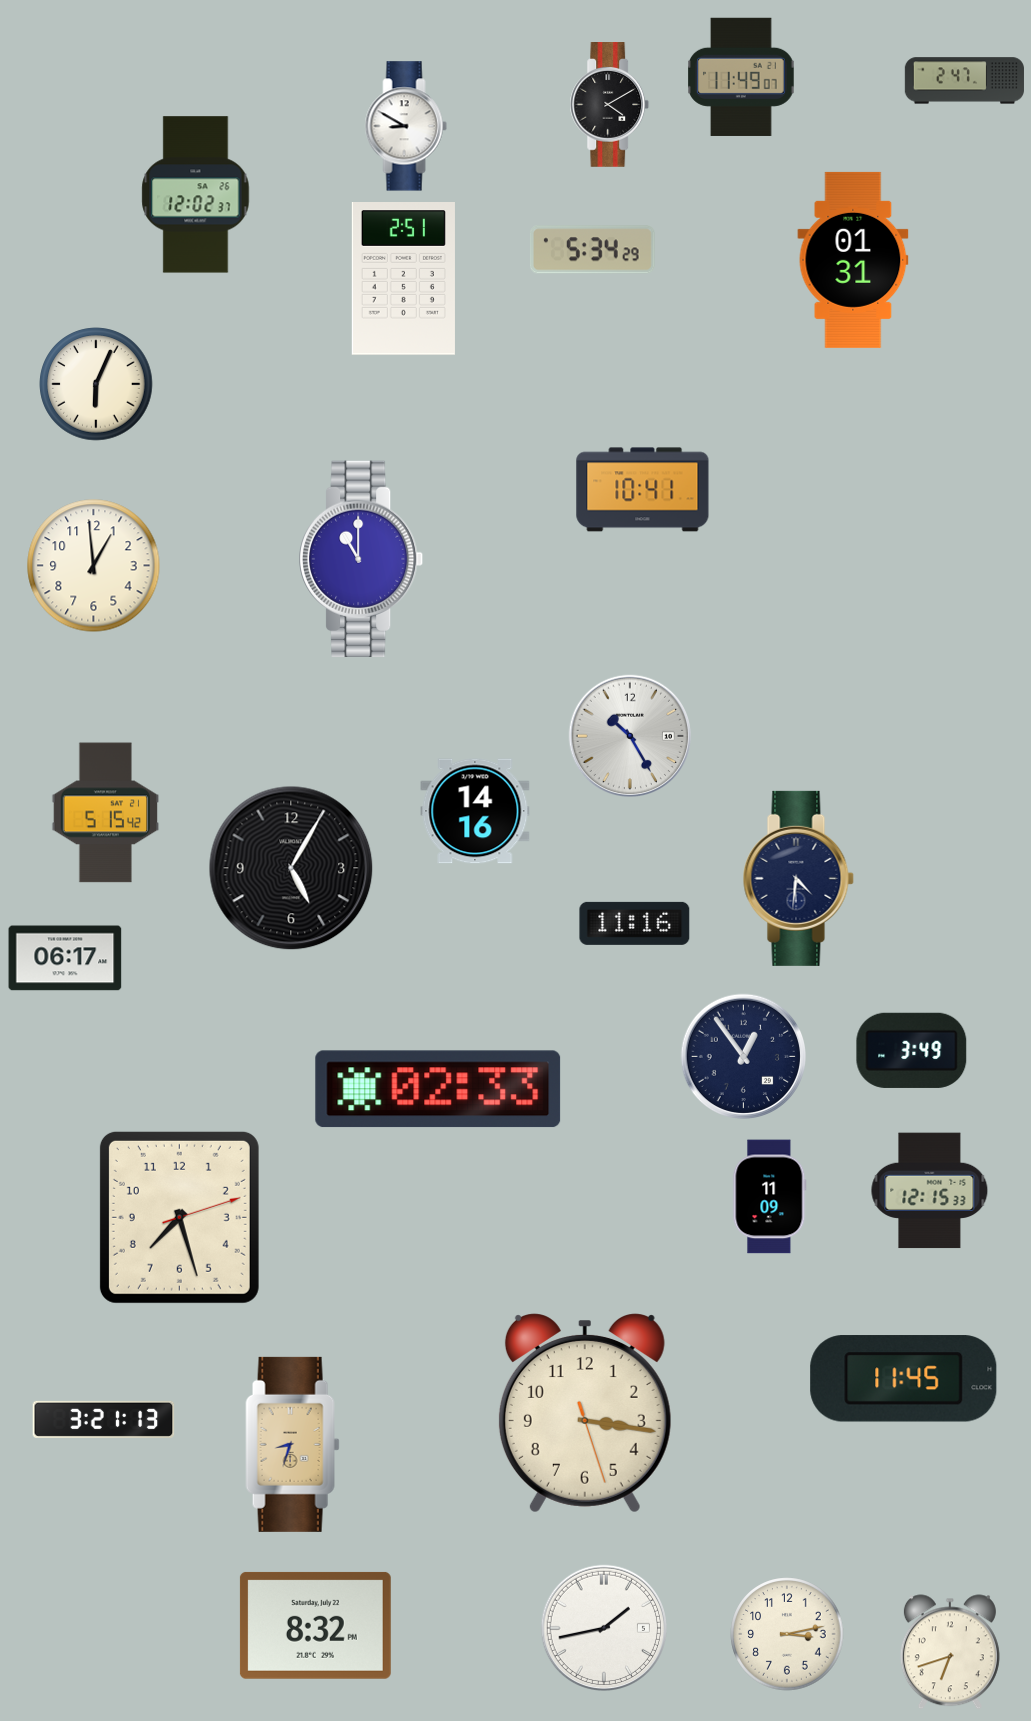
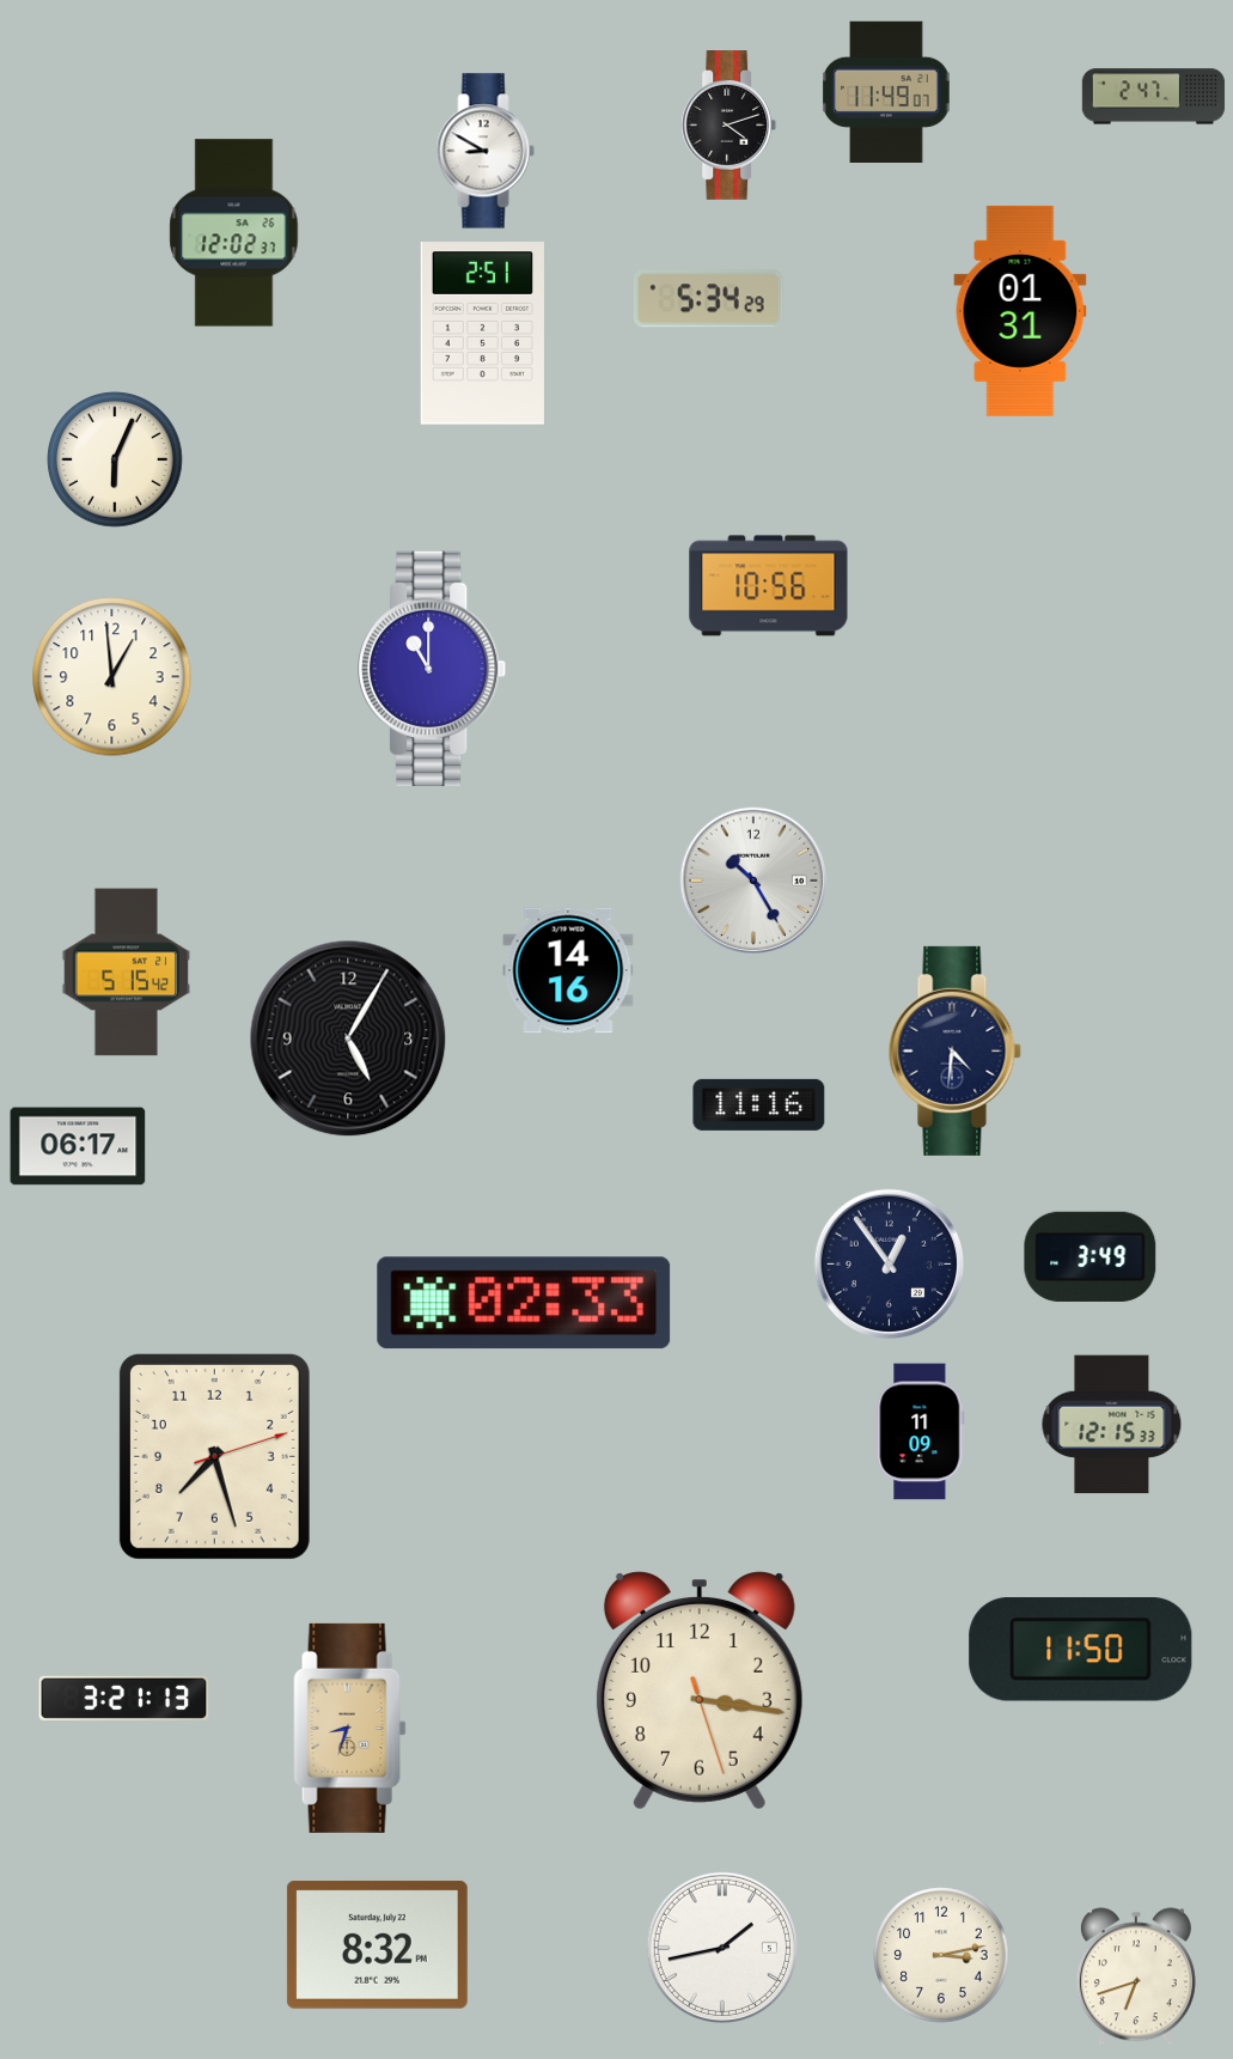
clock at (610, 105): 4:10 -> 4:12
clock at (643, 490): 10:41 -> 10:56
clock at (904, 1379): 11:45 -> 11:50
